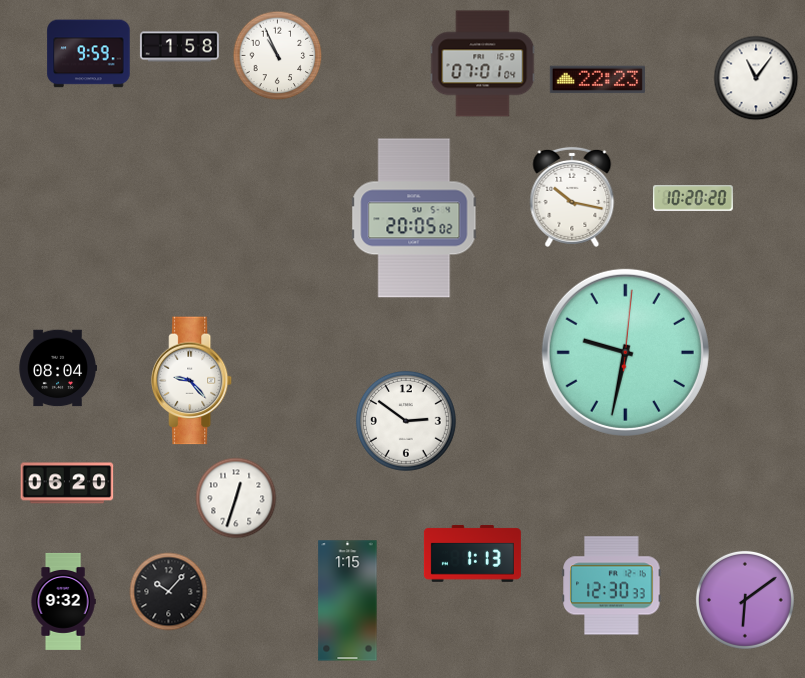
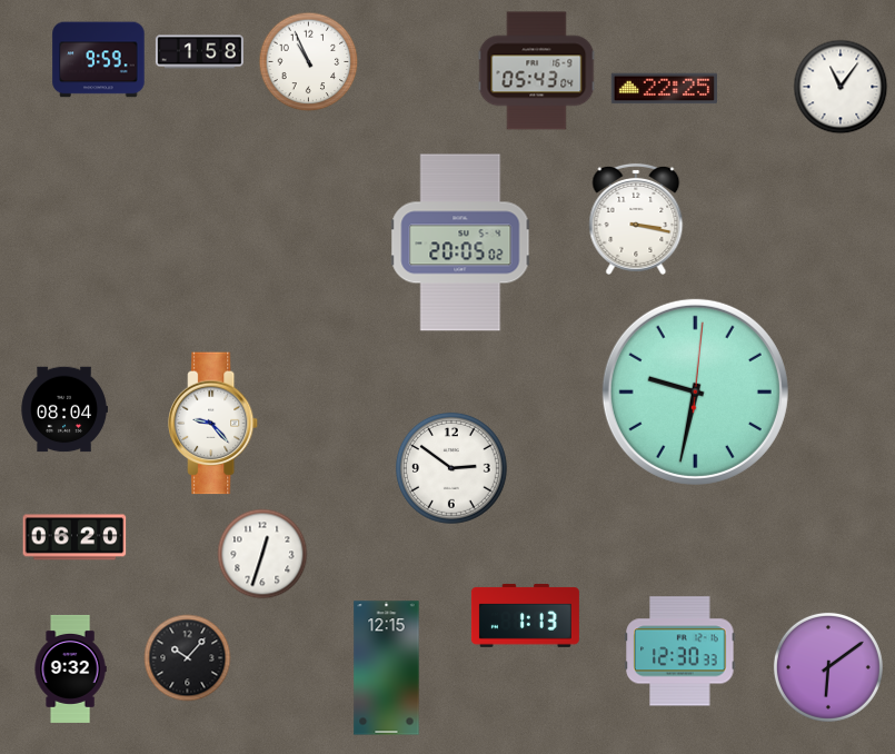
clock at (483, 64): 07:01 -> 05:43
clock at (597, 80): 22:23 -> 22:25
clock at (572, 197): 10:17 -> 3:17
clock at (693, 198): 10:20 -> none
clock at (348, 601): 1:15 -> 12:15
